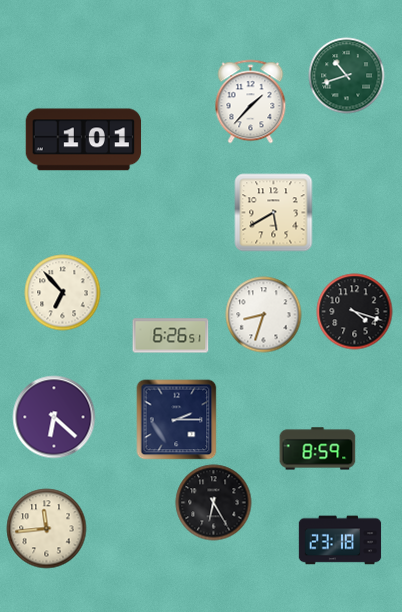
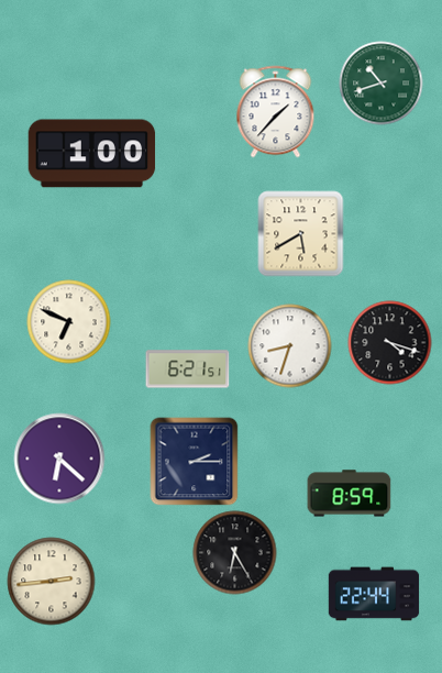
clock at (84, 140): 1:01 -> 1:00
clock at (63, 293): 6:53 -> 6:49
clock at (171, 336): 6:26 -> 6:21
clock at (47, 529): 11:44 -> 2:44
clock at (340, 540): 23:18 -> 22:44
